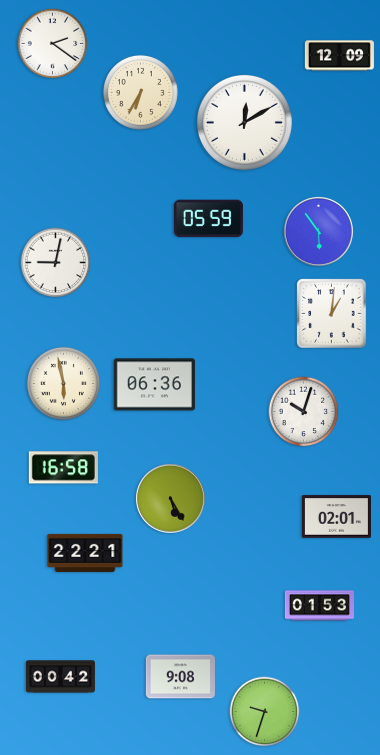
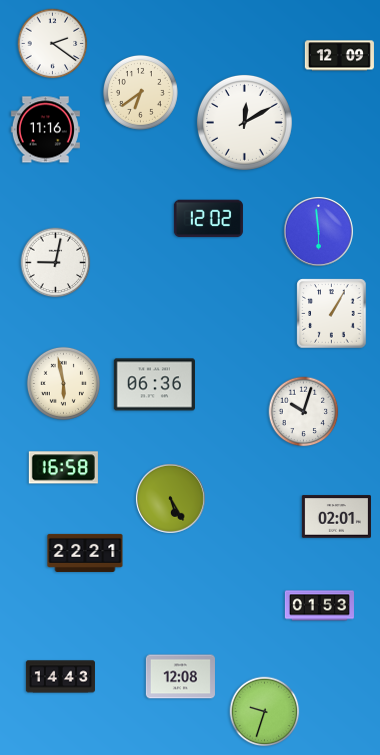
clock at (140, 92): 6:35 -> 6:39
clock at (45, 130): none -> 11:16
clock at (208, 219): 05:59 -> 12:02
clock at (318, 231): 5:54 -> 5:59
clock at (332, 314): 1:01 -> 1:05
clock at (60, 677): 00:42 -> 14:43
clock at (180, 677): 9:08 -> 12:08
